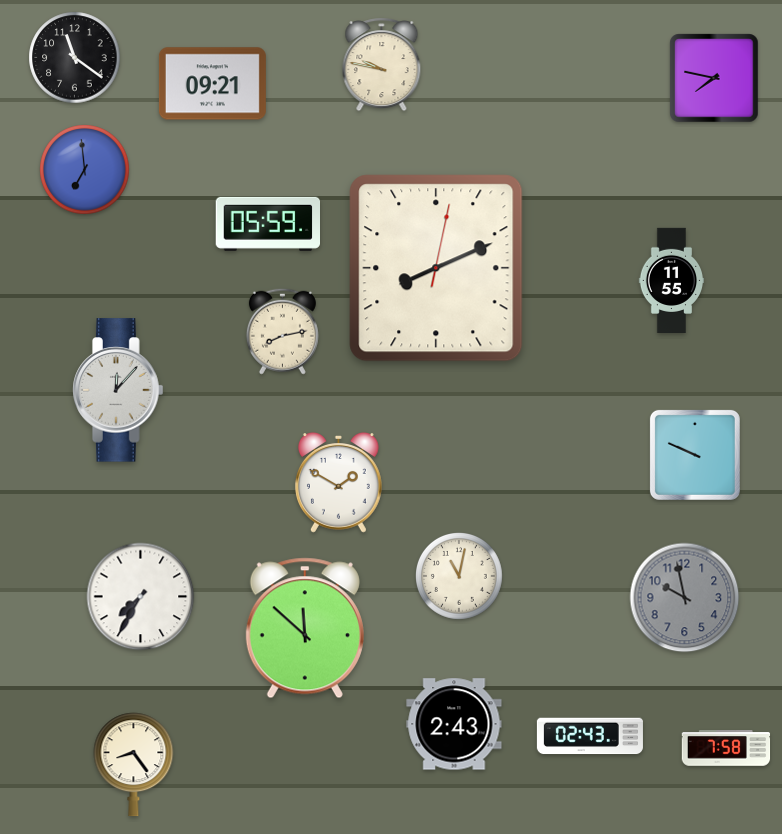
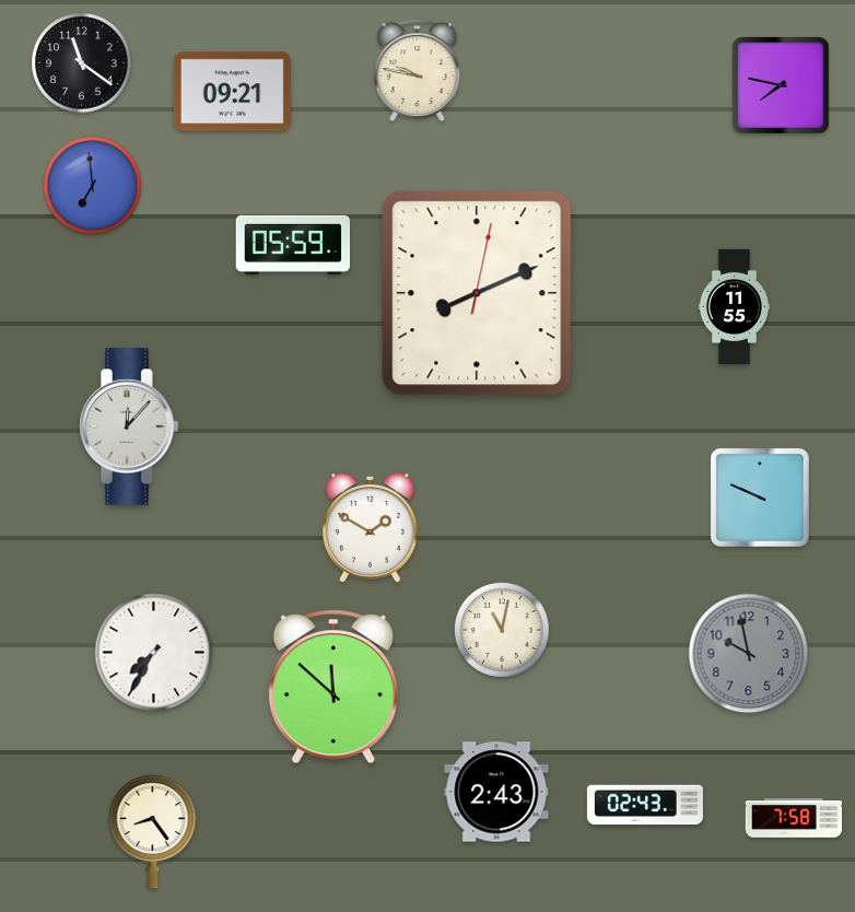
clock at (282, 331): 8:13 -> none
clock at (134, 765) position: (134, 765) -> (153, 832)
